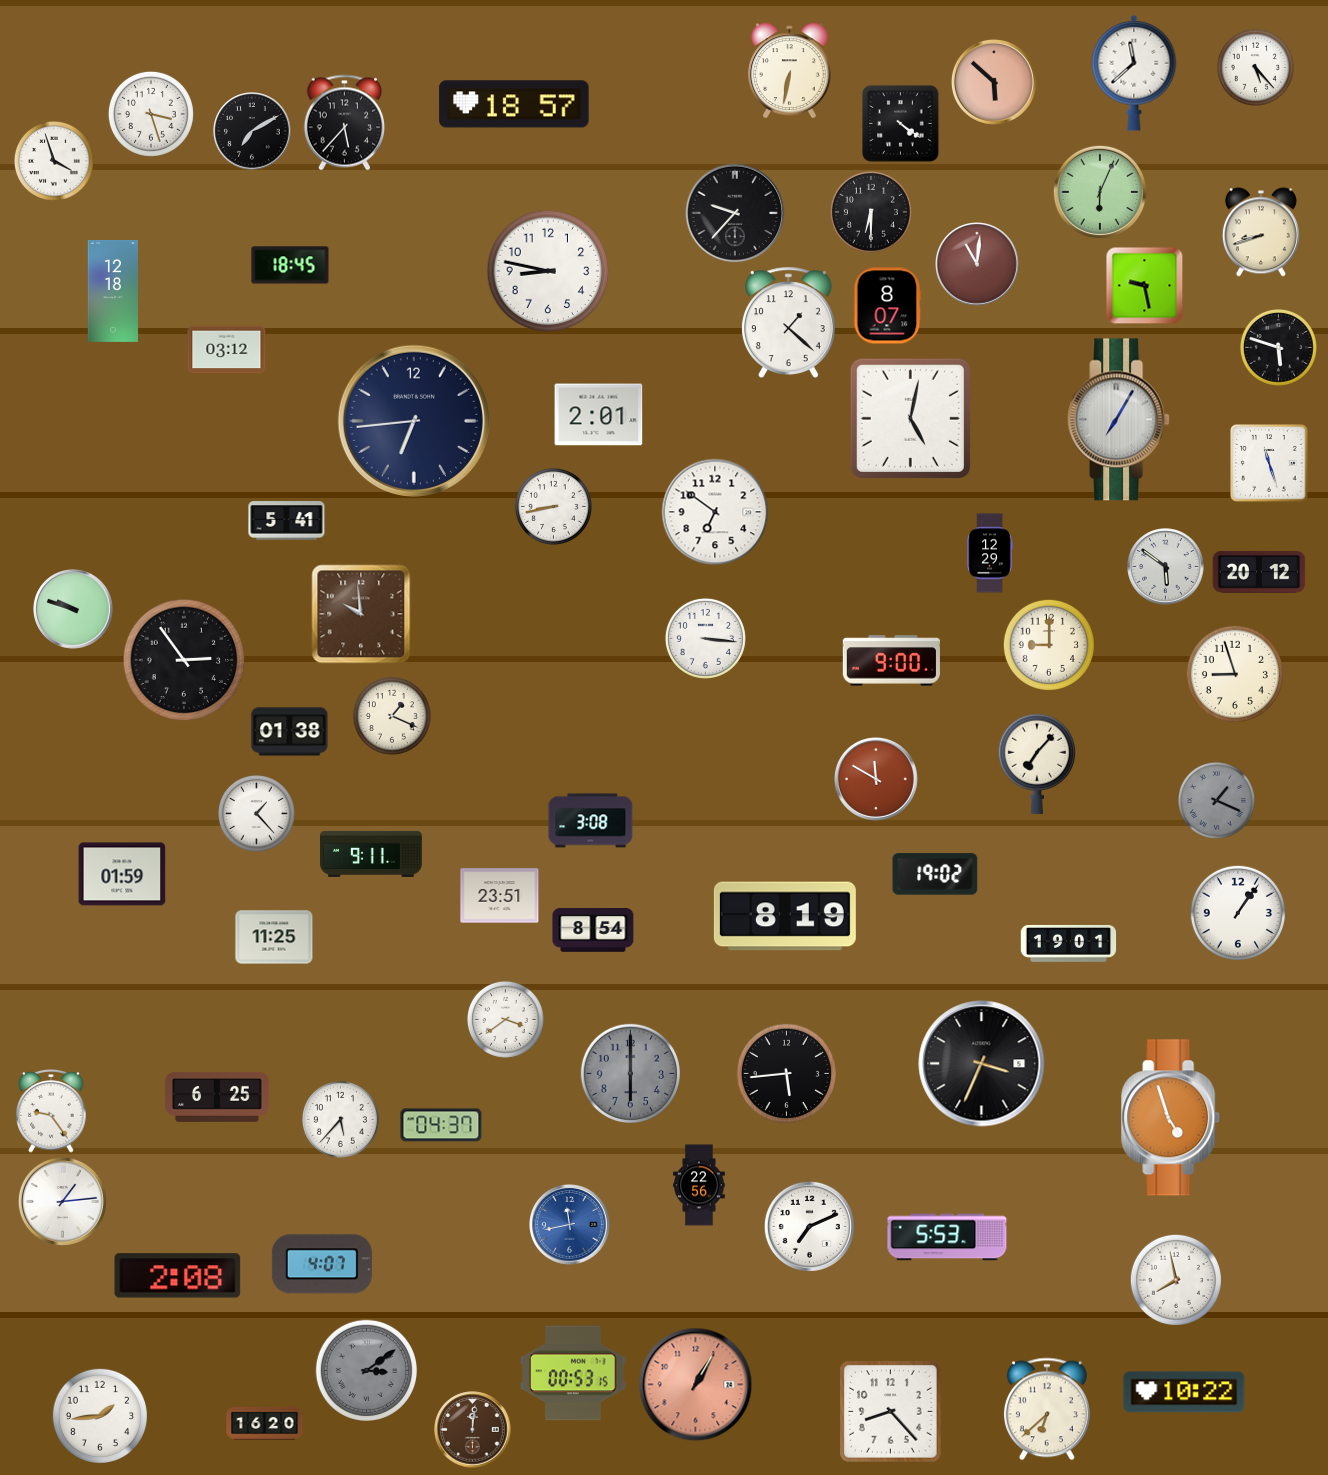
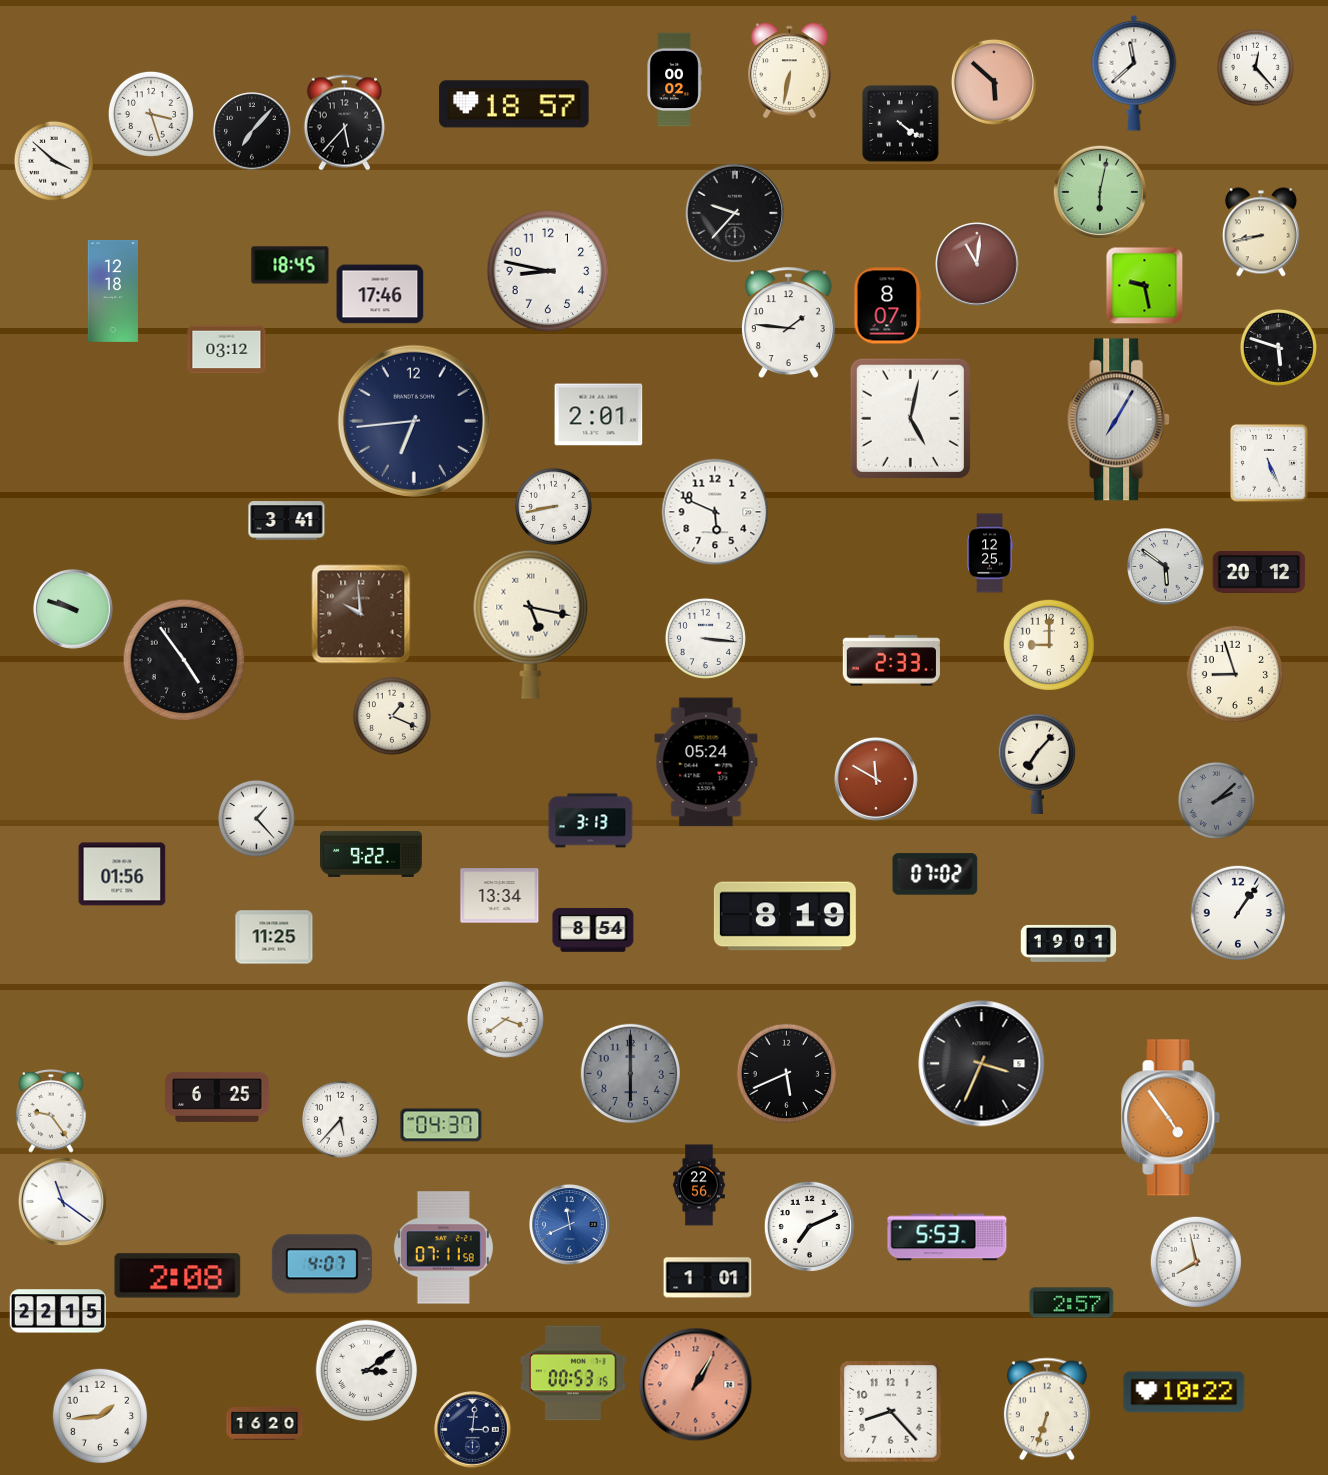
clock at (1255, 67): 5:23 -> 12:23
clock at (674, 80): none -> 00:02
clock at (252, 131): 7:10 -> 7:07
clock at (54, 161): 3:57 -> 3:52
clock at (1099, 191): 6:04 -> 6:02
clock at (871, 212): 6:30 -> none
clock at (1261, 232): 8:42 -> 8:43
clock at (380, 294): none -> 17:46
clock at (788, 322): 1:22 -> 1:46
clock at (1269, 463): 11:27 -> 5:26
clock at (715, 512): 6:51 -> 5:49
clock at (287, 521): 5:41 -> 3:41
clock at (990, 553): 12:29 -> 12:25
clock at (531, 624): none -> 5:17
clock at (184, 660): 2:54 -> 4:54
clock at (891, 661): 9:00 -> 2:33
clock at (290, 732): 01:38 -> none
clock at (706, 762): none -> 05:24
clock at (1216, 800): 1:19 -> 2:08
clock at (256, 813) position: (256, 813) -> (256, 818)
clock at (591, 821): 3:08 -> 3:13
clock at (371, 854): 9:11 -> 9:22
clock at (122, 874): 01:59 -> 01:56
clock at (935, 874): 19:02 -> 07:02
clock at (500, 896): 23:51 -> 13:34
clock at (786, 1073): 5:44 -> 5:41
clock at (1171, 1118): 4:57 -> 4:54
clock at (62, 1201): 1:14 -> 11:21
clock at (570, 1225): 11:43 -> 11:41
clock at (443, 1248): none -> 07:11
clock at (708, 1278): none -> 1:01
clock at (1176, 1280) position: (1176, 1280) -> (1196, 1262)
clock at (1072, 1303): none -> 2:57
clock at (58, 1311): none -> 22:15
clock at (366, 1370) dial: grey -> white
clock at (1047, 1409): 6:38 -> 6:33
clock at (473, 1430): 12:01 -> 3:01
clock at (473, 1430) dial: brown -> navy
